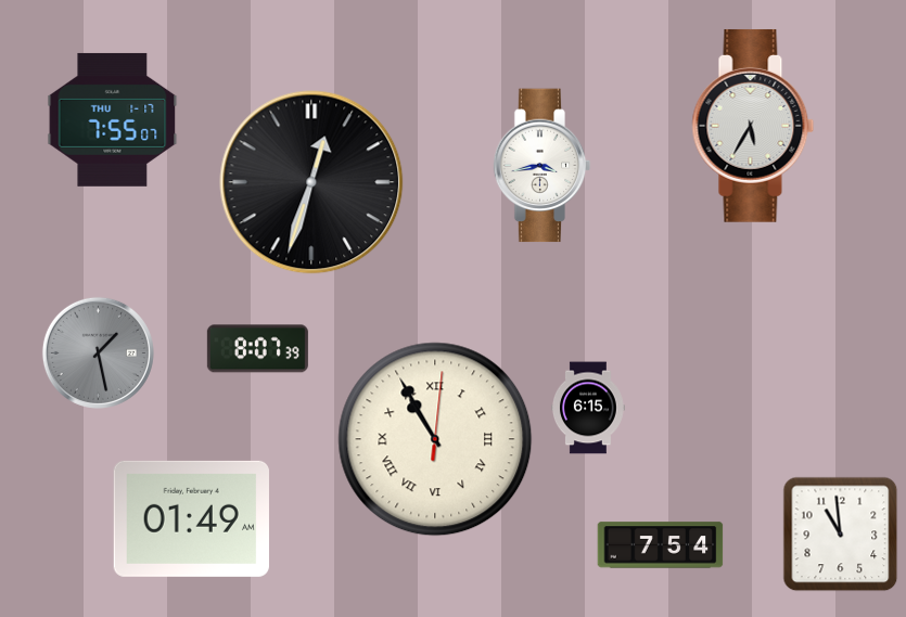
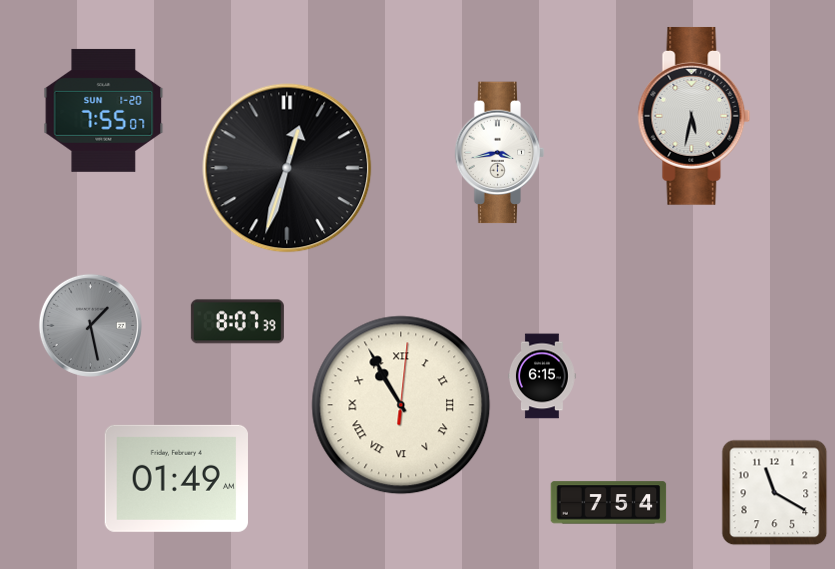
clock at (113, 119) date: THU 1-17 -> SUN 1-20
clock at (753, 126): 5:35 -> 5:32
clock at (841, 535): 10:59 -> 11:20
